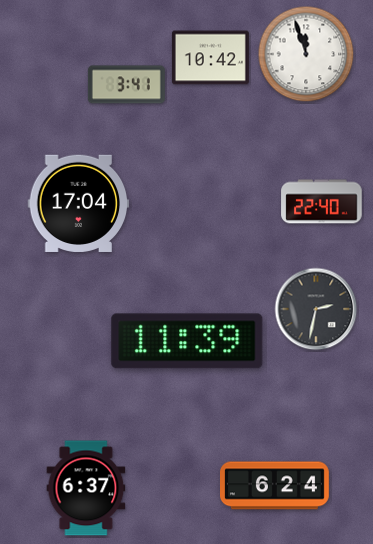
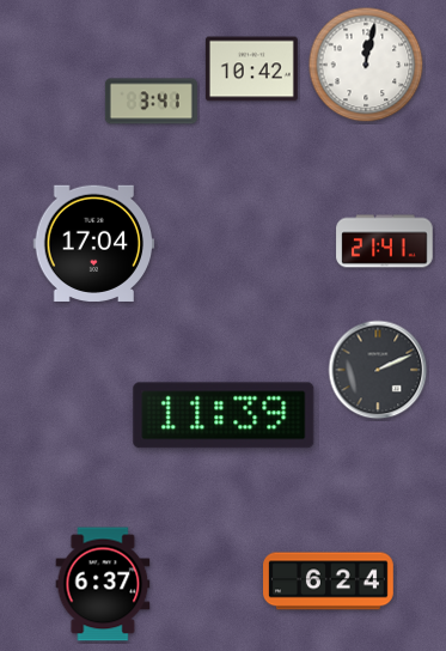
clock at (306, 54): 11:57 -> 12:02
clock at (322, 202): 22:40 -> 21:41
clock at (316, 309): 2:32 -> 2:11
clock at (187, 341) position: (187, 341) -> (224, 415)
